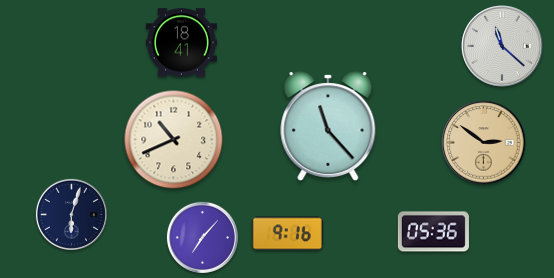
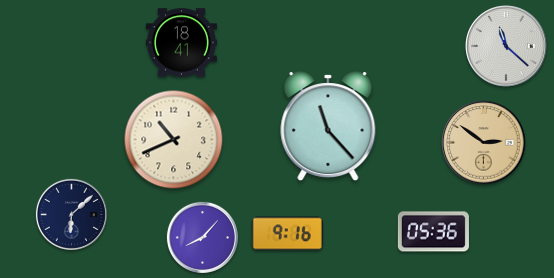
clock at (502, 46) position: (502, 46) -> (506, 46)
clock at (71, 214): 6:03 -> 6:08
clock at (202, 237): 7:07 -> 8:07
